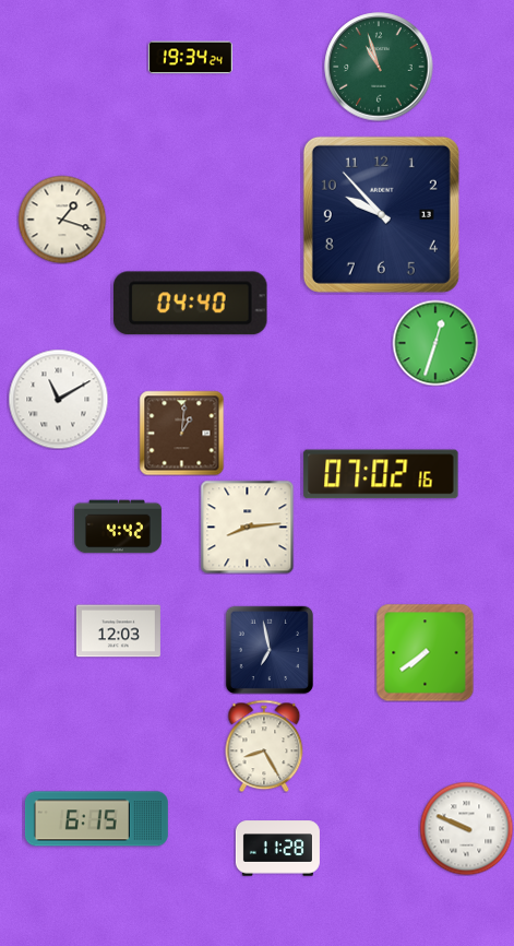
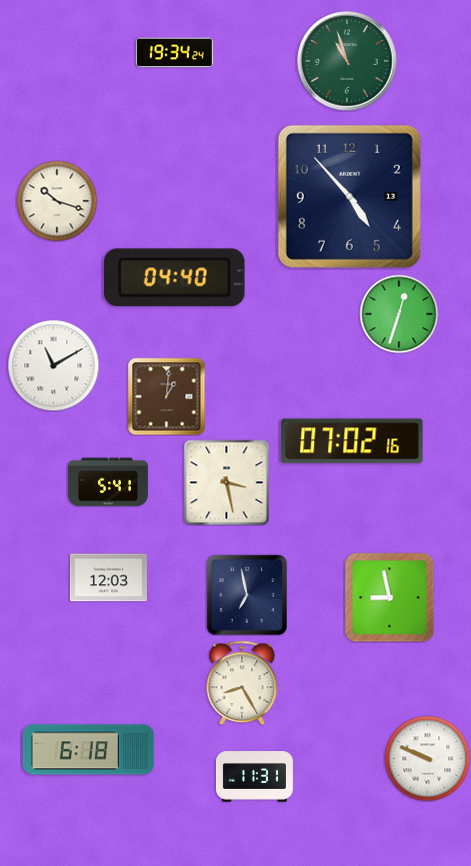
clock at (381, 214): 9:53 -> 4:53
clock at (62, 220): 1:18 -> 10:18
clock at (381, 474) position: (381, 474) -> (352, 441)
clock at (118, 527): 4:42 -> 5:41
clock at (247, 527): 8:14 -> 3:28
clock at (425, 652): 7:39 -> 8:58
clock at (96, 819): 6:15 -> 6:18
clock at (277, 849): 11:28 -> 11:31
